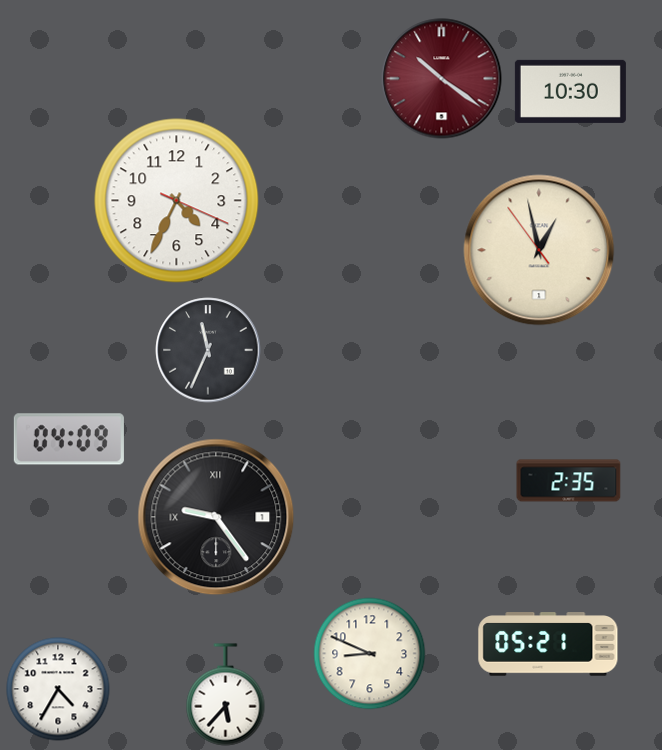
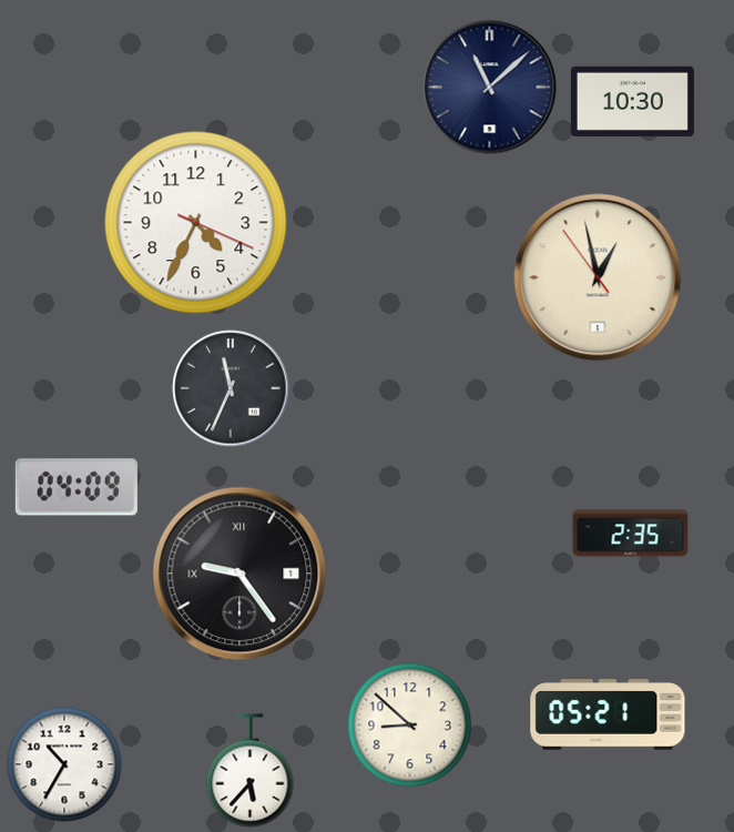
clock at (442, 79): 10:21 -> 11:08
clock at (442, 79) dial: burgundy -> navy
clock at (370, 654): 8:49 -> 8:52
clock at (58, 689): 4:35 -> 10:35
